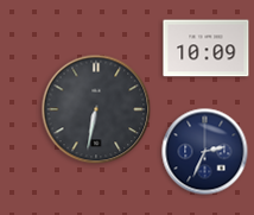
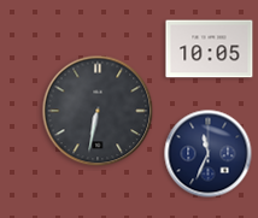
clock at (207, 49): 10:09 -> 10:05
clock at (205, 152): 2:34 -> 11:34
